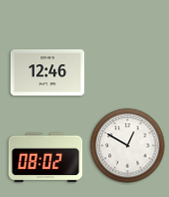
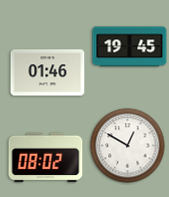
clock at (130, 47): none -> 19:45
clock at (48, 73): 12:46 -> 01:46
